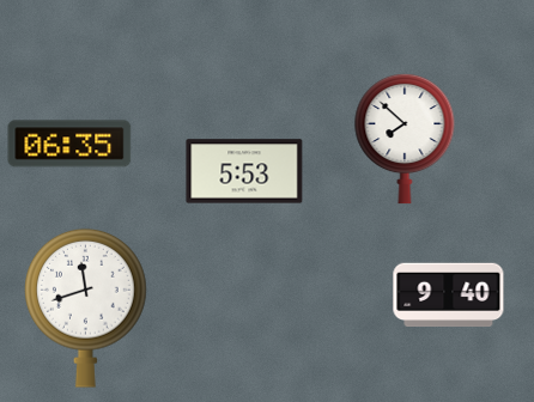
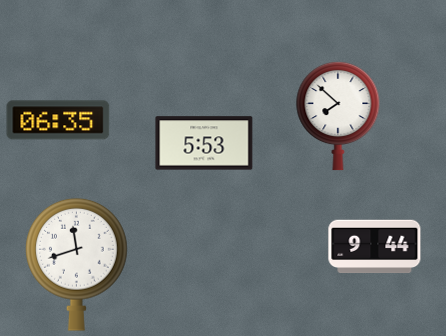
clock at (449, 296): 9:40 -> 9:44
clock at (86, 307) position: (86, 307) -> (77, 264)
